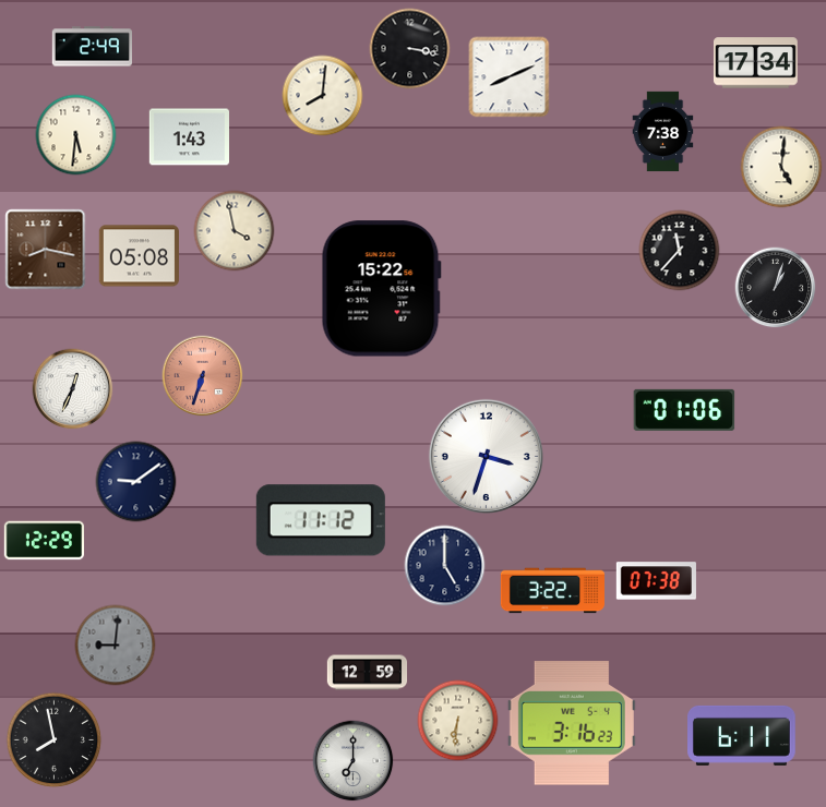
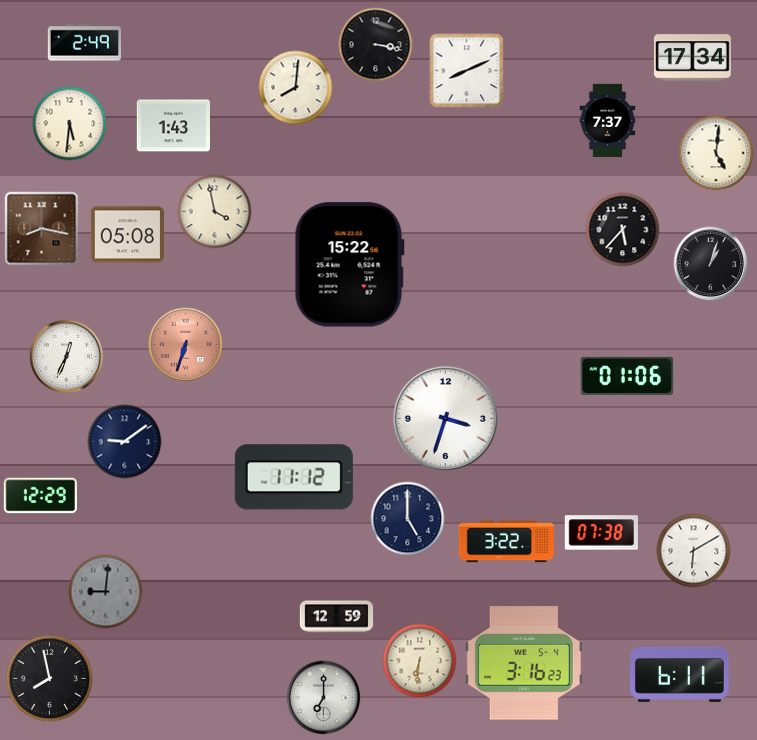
clock at (663, 132): 7:38 -> 7:37
clock at (680, 251): 11:37 -> 5:37
clock at (694, 551): none -> 6:10
